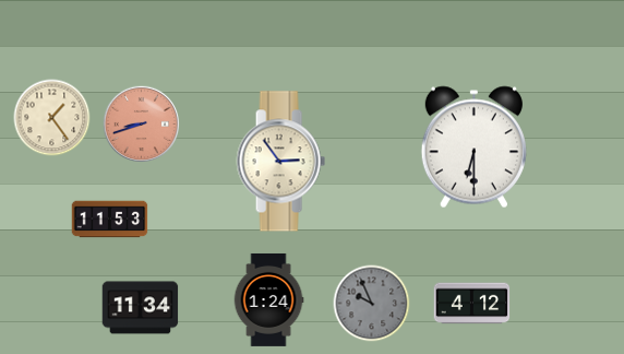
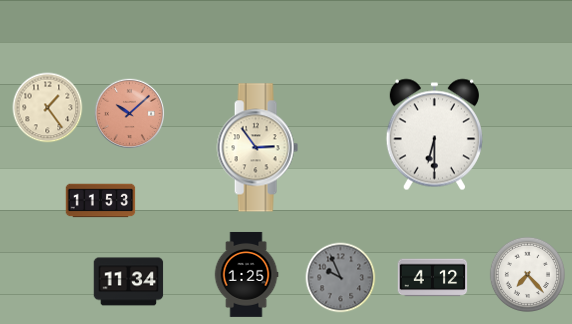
clock at (141, 123): 8:42 -> 10:08
clock at (268, 299): 1:24 -> 1:25
clock at (527, 274): none -> 7:23
